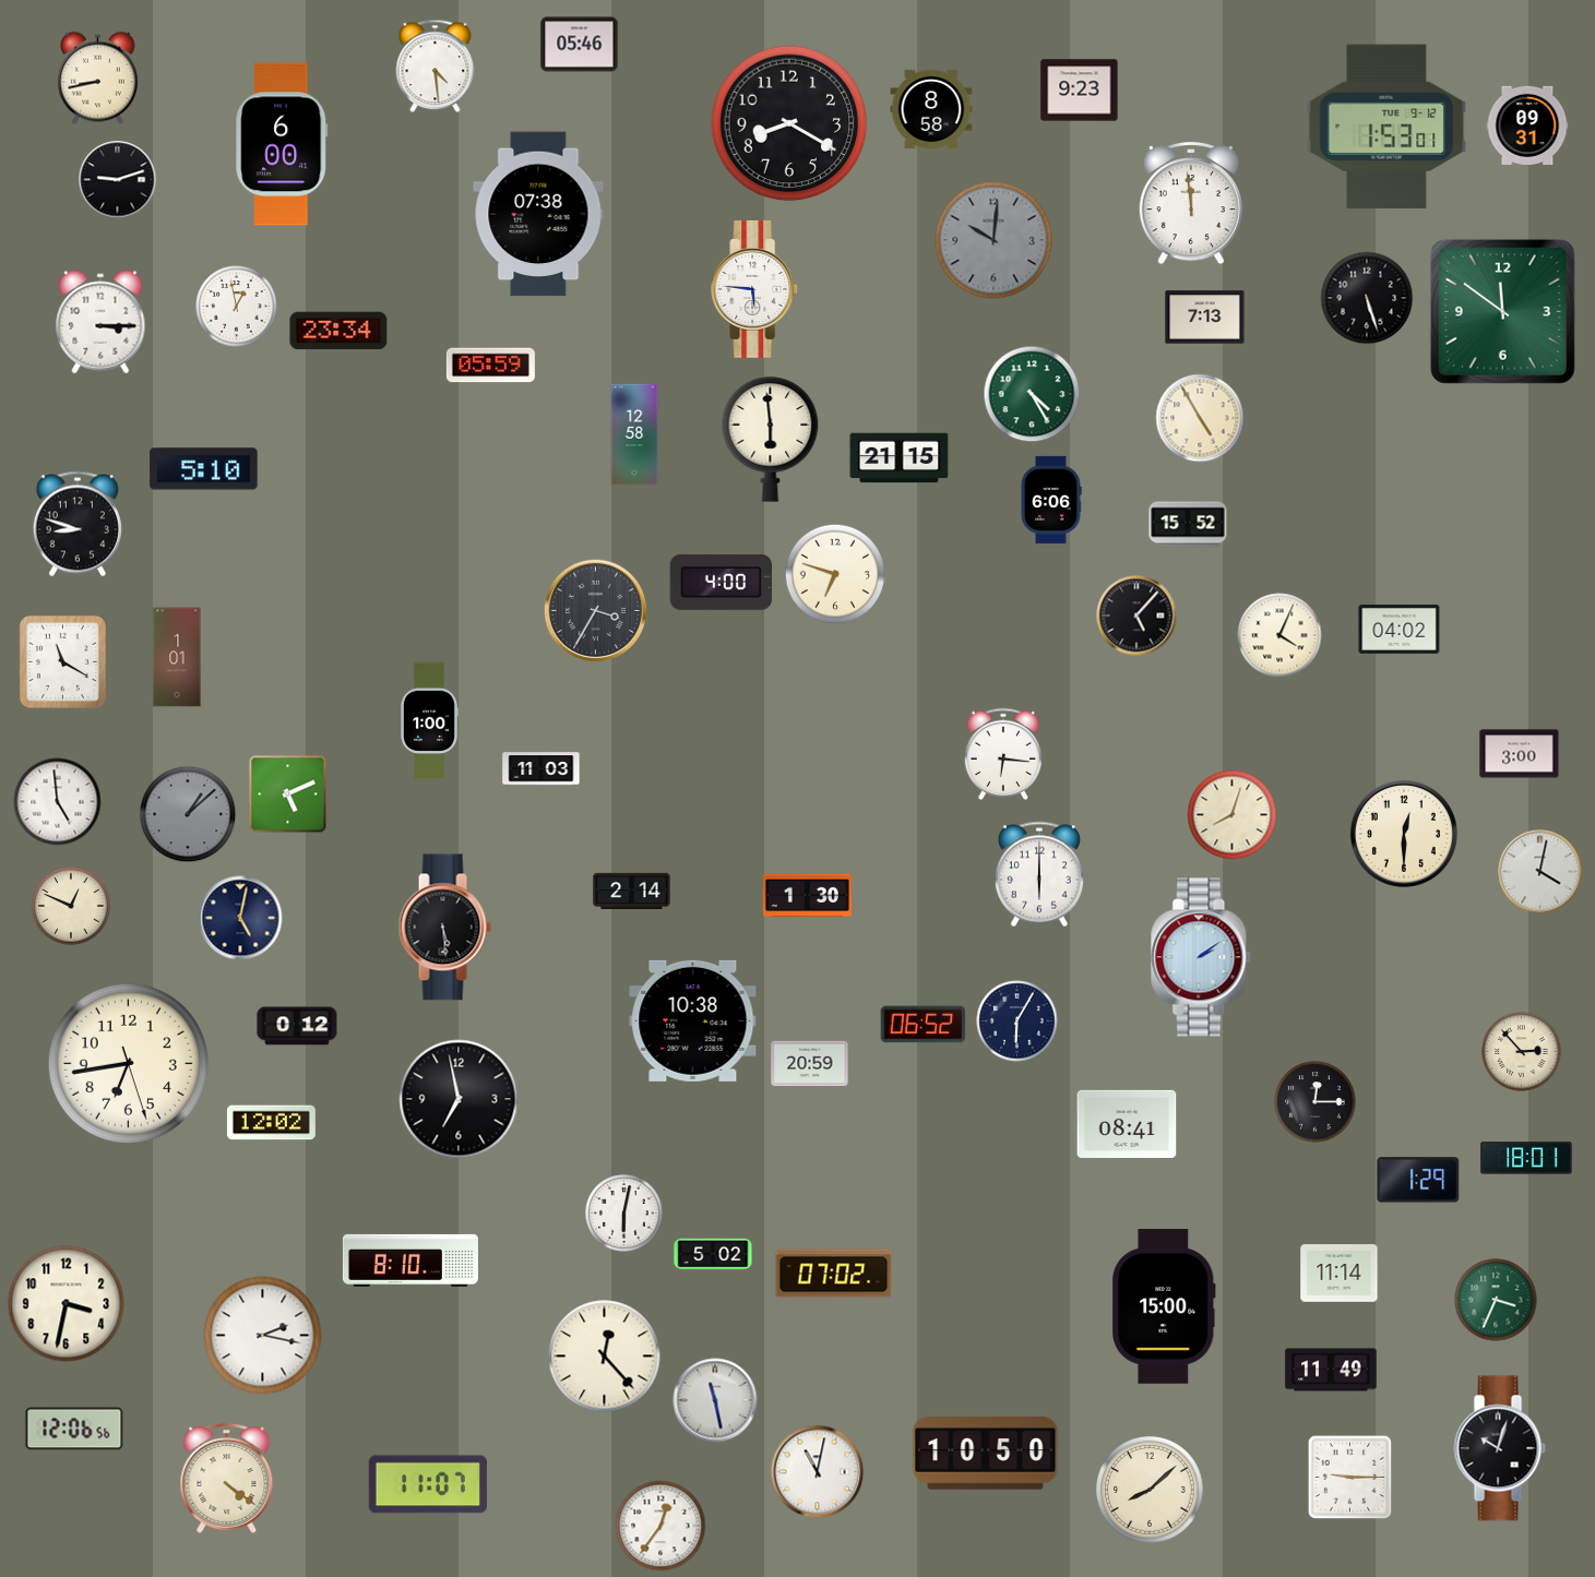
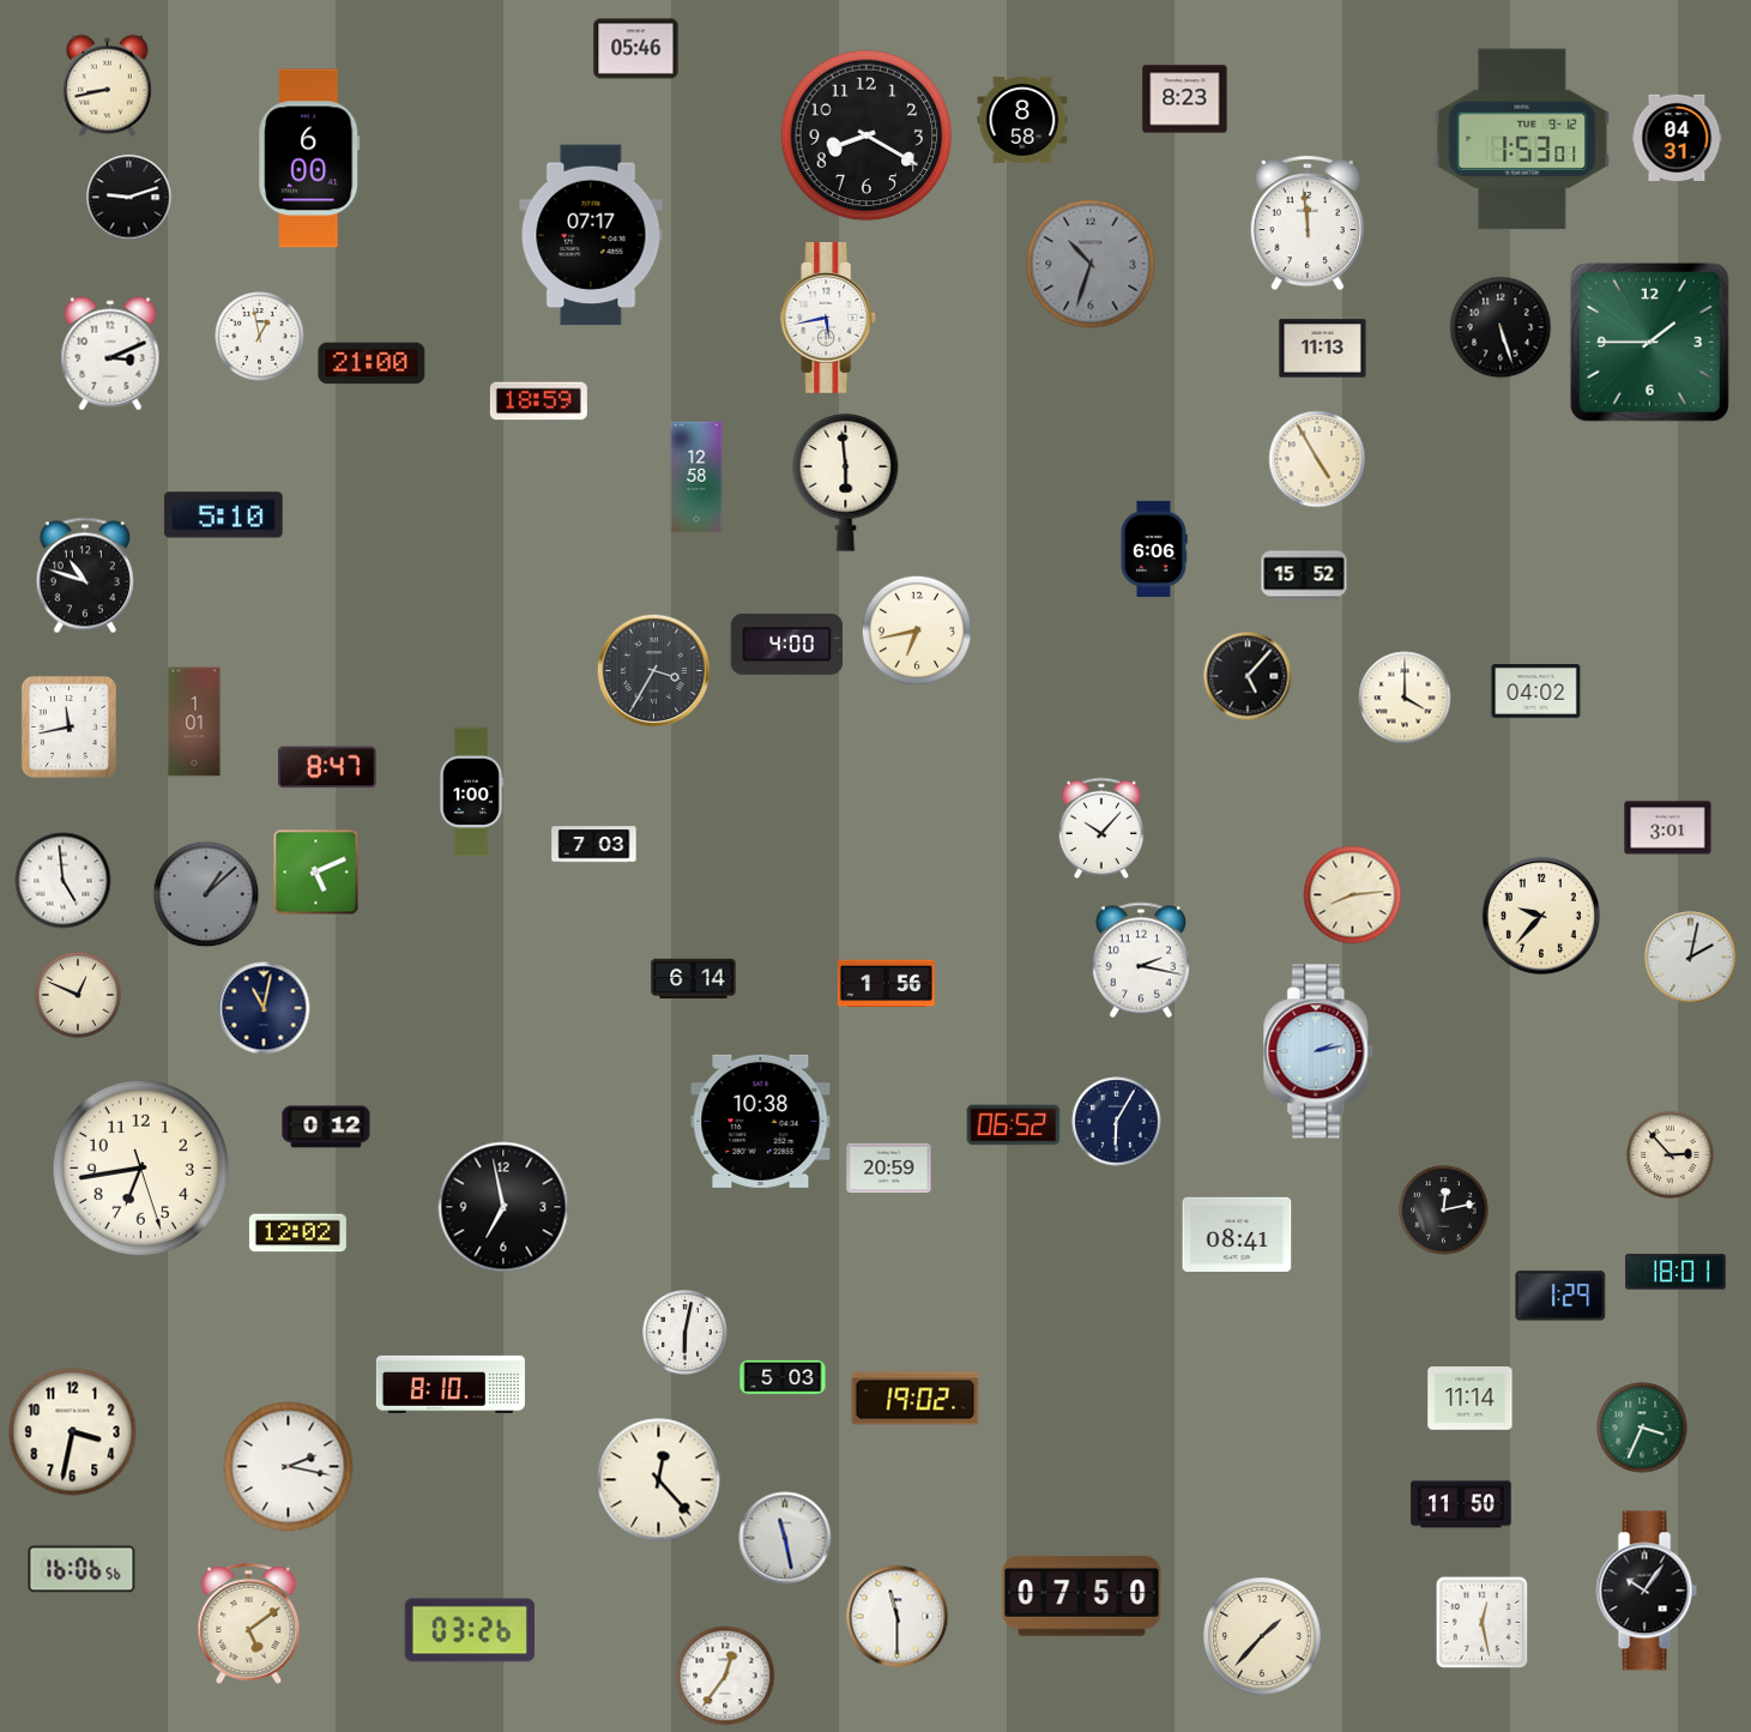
clock at (436, 67): 4:29 -> none
clock at (1080, 91): 9:23 -> 8:23
clock at (1527, 126): 09:31 -> 04:31
clock at (538, 214): 07:38 -> 07:17
clock at (993, 240): 10:01 -> 10:33
clock at (755, 289): 5:46 -> 5:43
clock at (1502, 311): 11:51 -> 1:45
clock at (1205, 318): 7:13 -> 11:13
clock at (100, 322): 3:15 -> 3:11
clock at (338, 331): 23:34 -> 21:00
clock at (490, 366): 05:59 -> 18:59
clock at (1032, 394): 4:25 -> none
clock at (900, 458): 21:15 -> none
clock at (78, 524): 8:48 -> 10:48
clock at (835, 574): 6:48 -> 6:43
clock at (721, 582) position: (721, 582) -> (786, 644)
clock at (1279, 635): 4:04 -> 4:00
clock at (62, 661): 11:20 -> 11:43
clock at (327, 767): none -> 8:47
clock at (1003, 754): 6:16 -> 10:07
clock at (1520, 754): 3:00 -> 3:01
clock at (541, 769): 11:03 -> 7:03
clock at (1233, 815): 8:03 -> 8:14
clock at (1404, 834): 12:30 -> 9:37
clock at (1540, 872): 4:02 -> 2:02
clock at (1039, 874): 6:00 -> 2:17
clock at (632, 891): 2:14 -> 6:14
clock at (807, 896): 1:30 -> 1:56
clock at (240, 918): 5:02 -> 11:02
clock at (444, 928): 5:29 -> none
clock at (1201, 957): 2:09 -> 2:13
clock at (1316, 1102): 12:15 -> 12:13
clock at (1418, 1180) position: (1418, 1180) -> (1560, 1296)
clock at (713, 1254): 5:02 -> 5:03
clock at (834, 1274): 07:02 -> 19:02
clock at (1165, 1306): 15:00 -> none
clock at (605, 1357) position: (605, 1357) -> (659, 1480)
clock at (1331, 1370): 11:49 -> 11:50
clock at (74, 1429): 12:06 -> 16:06
clock at (1500, 1448): 10:03 -> 10:06
clock at (986, 1454): 10:50 -> 07:50
clock at (818, 1472): 11:02 -> 11:30
clock at (227, 1478): 4:21 -> 5:09
clock at (1350, 1478): 9:15 -> 12:28
clock at (428, 1484): 11:07 -> 03:26
clock at (1151, 1491): 8:08 -> 1:37
